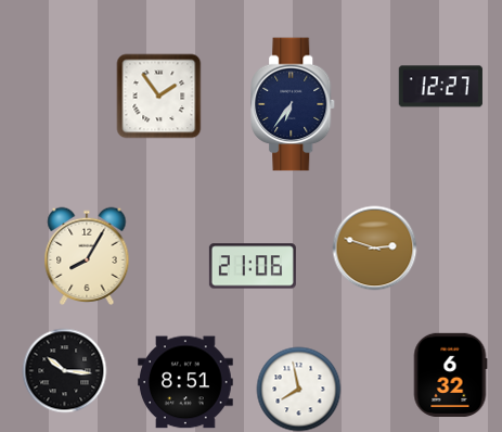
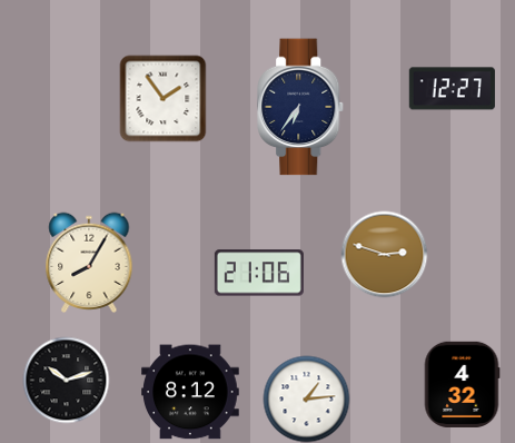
clock at (64, 370): 10:16 -> 10:12
clock at (450, 374): 6:32 -> 4:32
clock at (185, 382): 8:51 -> 8:12
clock at (298, 389): 7:58 -> 1:14
